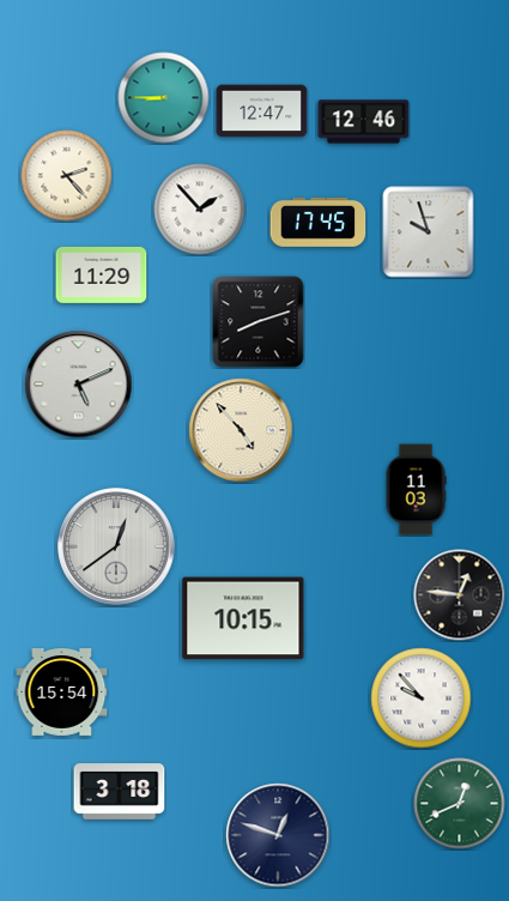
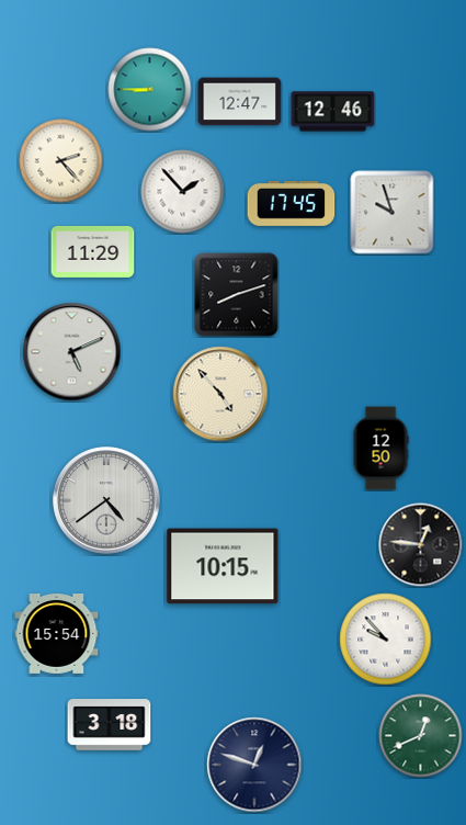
clock at (416, 490): 11:03 -> 12:50
clock at (116, 546): 12:39 -> 4:39
